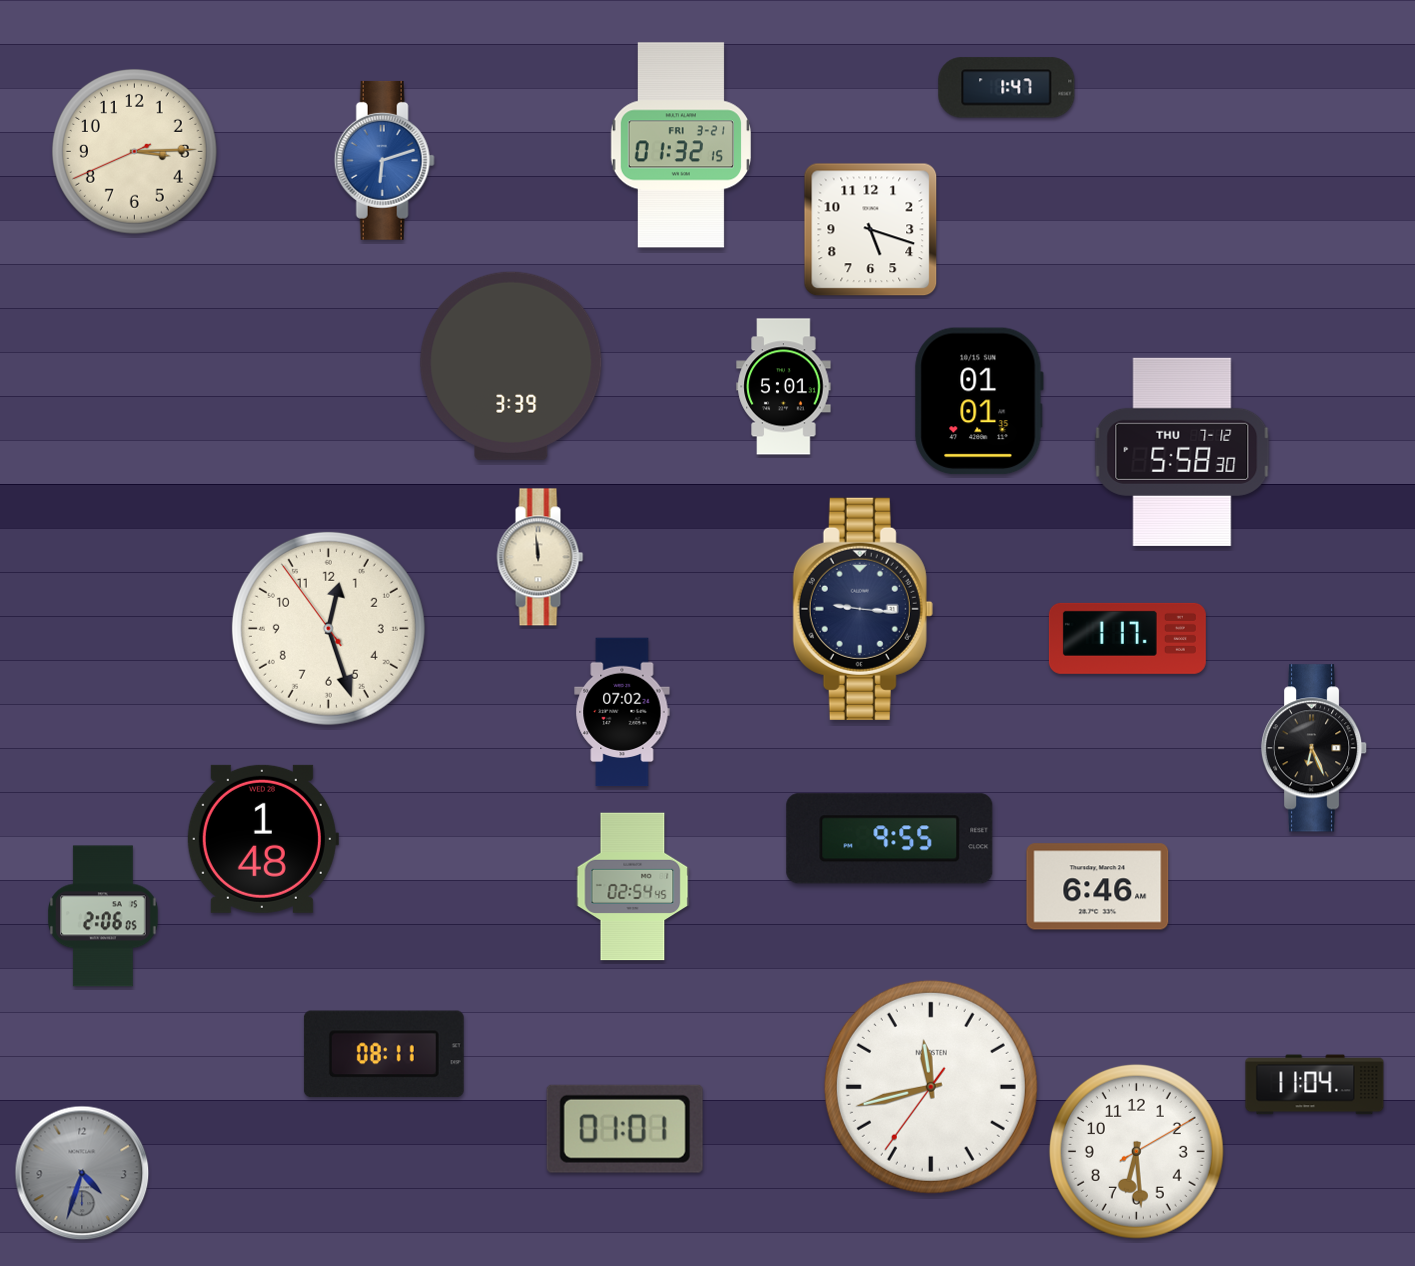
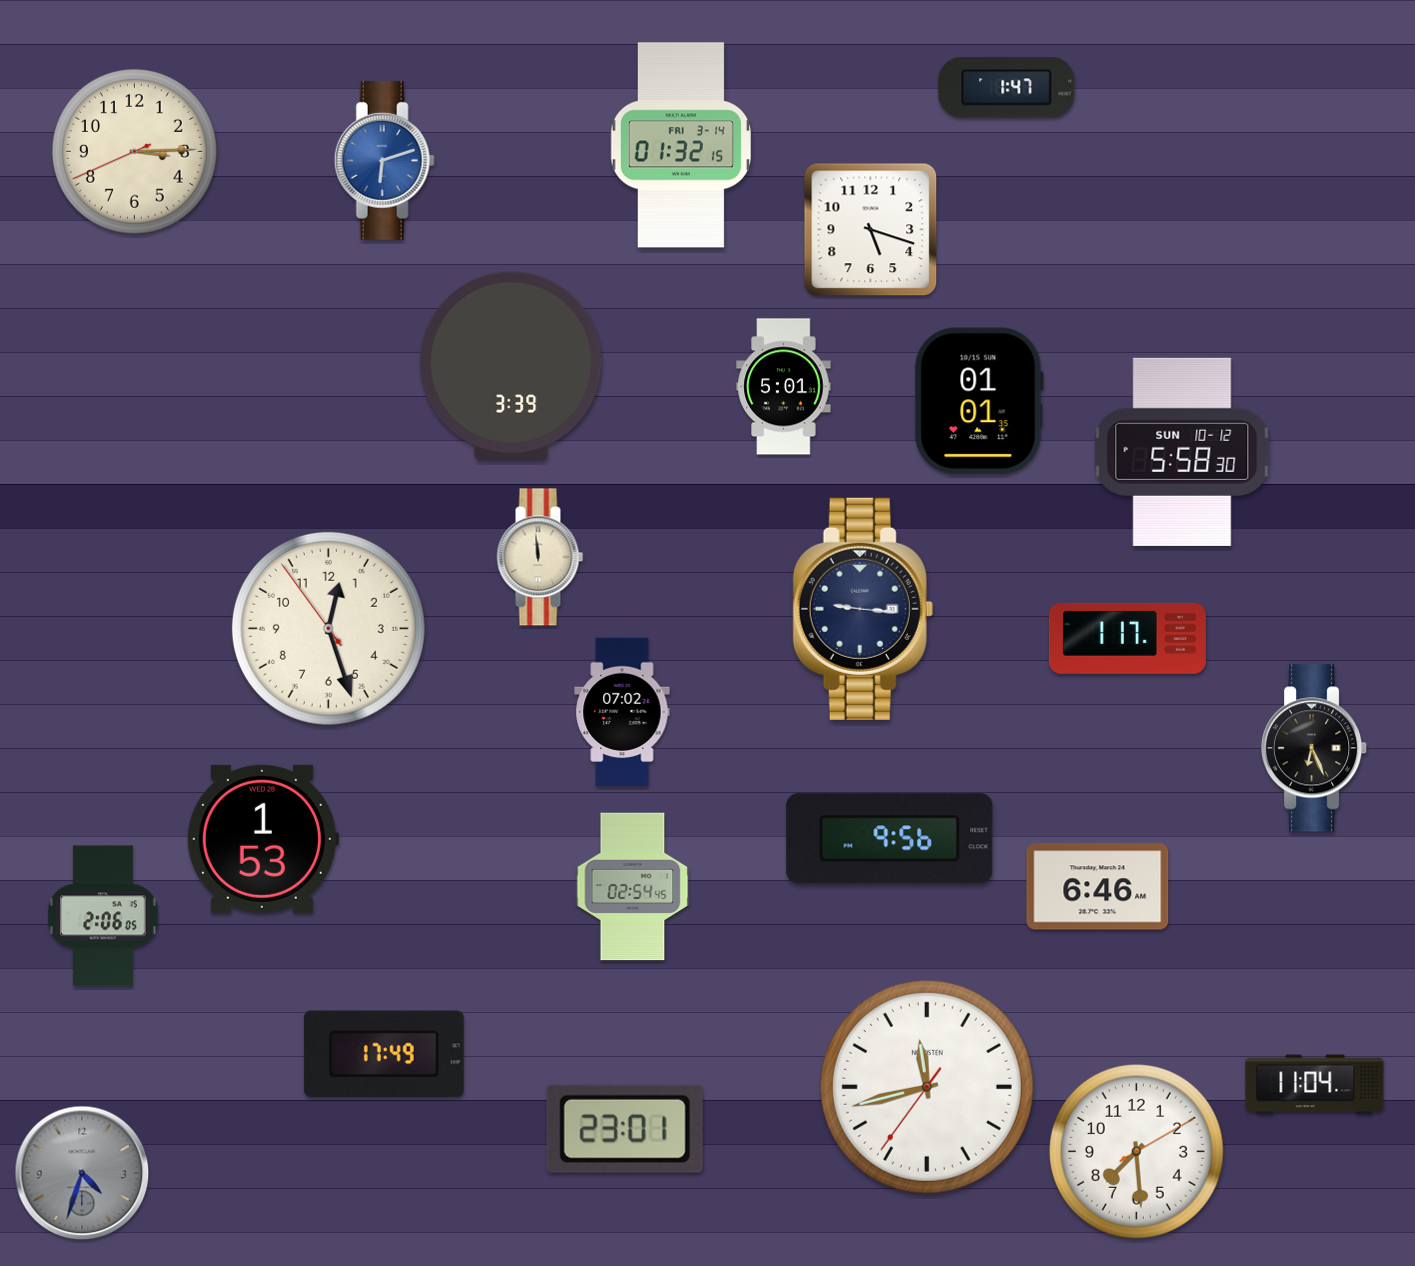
clock at (681, 145) date: FRI 3-21 -> FRI 3-14
clock at (1182, 452) date: THU 7-12 -> SUN 10-12
clock at (262, 839): 1:48 -> 1:53
clock at (890, 839): 9:55 -> 9:56
clock at (384, 1054): 08:11 -> 17:49
clock at (931, 1087) position: (931, 1087) -> (927, 1087)
clock at (625, 1129): 01:01 -> 23:01
clock at (1136, 1151): 6:29 -> 7:29
